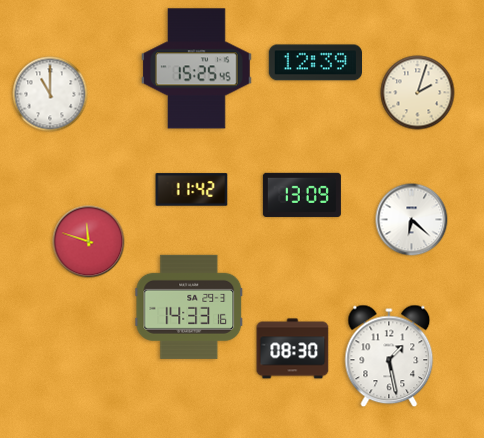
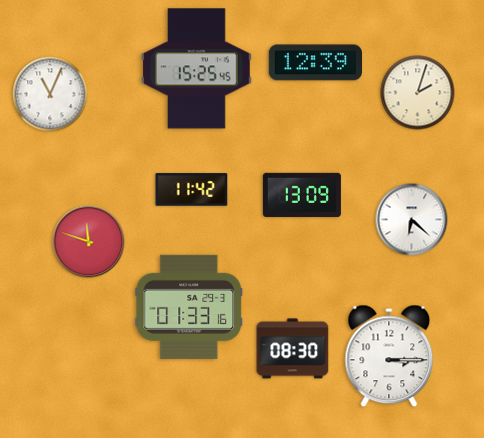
clock at (50, 94): 11:00 -> 11:04
clock at (189, 307): 14:33 -> 01:33
clock at (389, 356): 1:28 -> 3:15
